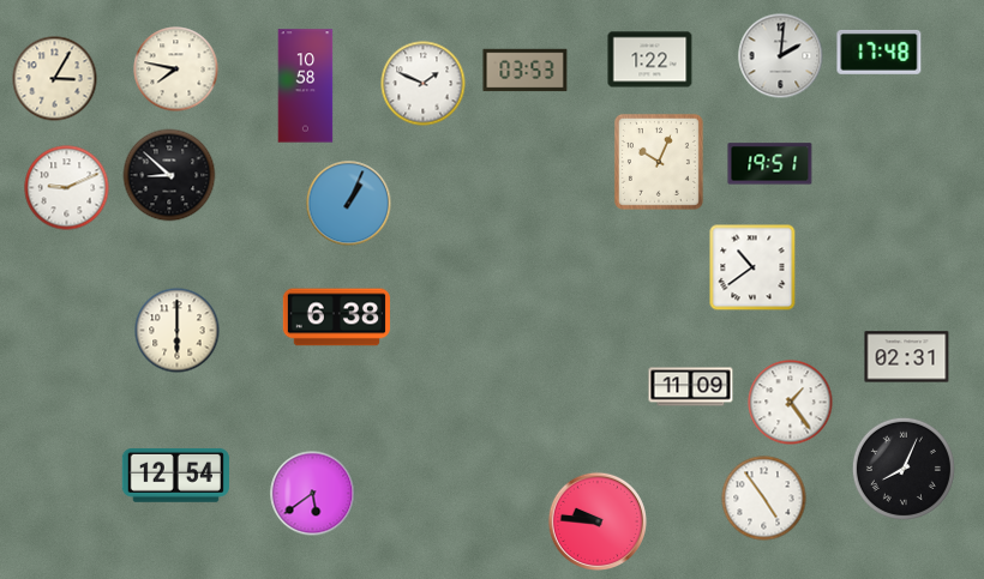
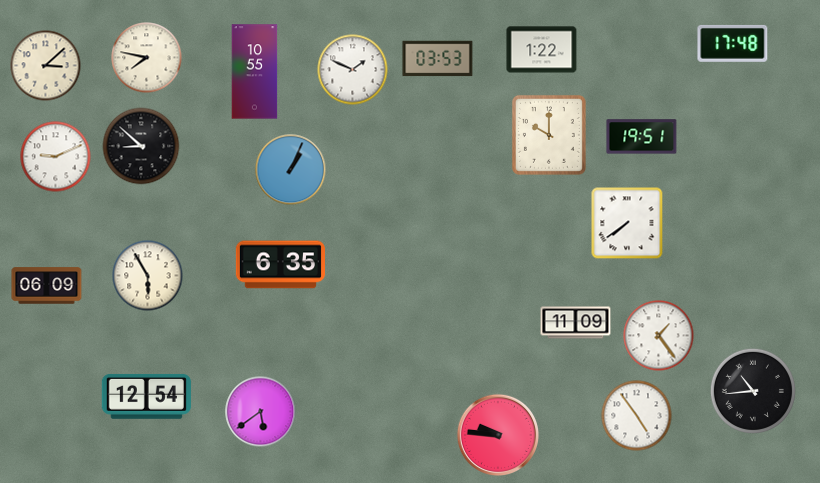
clock at (781, 56): 2:01 -> none
clock at (55, 79): 3:05 -> 3:08
clock at (306, 86): 10:58 -> 10:55
clock at (659, 162): 10:04 -> 10:00
clock at (752, 267): 10:39 -> 7:39
clock at (336, 318): 6:38 -> 6:35
clock at (178, 331): 6:00 -> 5:55
clock at (47, 286): none -> 06:09
clock at (907, 357): 02:31 -> none
clock at (904, 469): 8:04 -> 10:44
